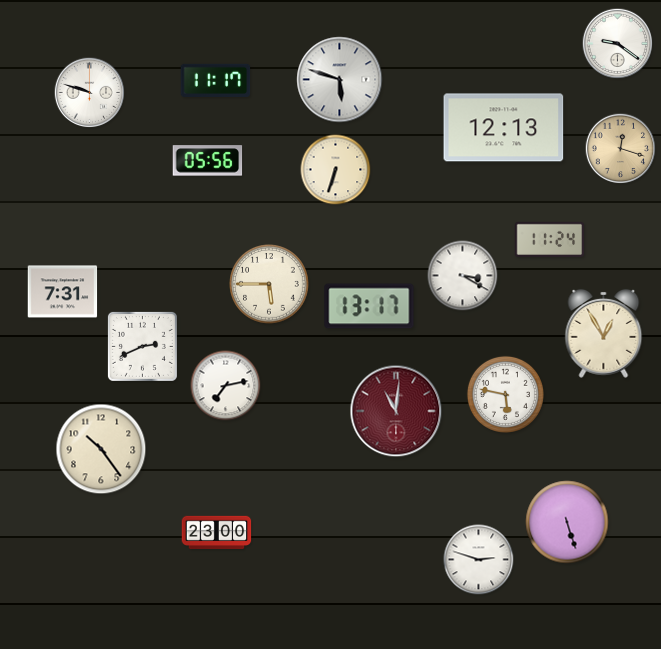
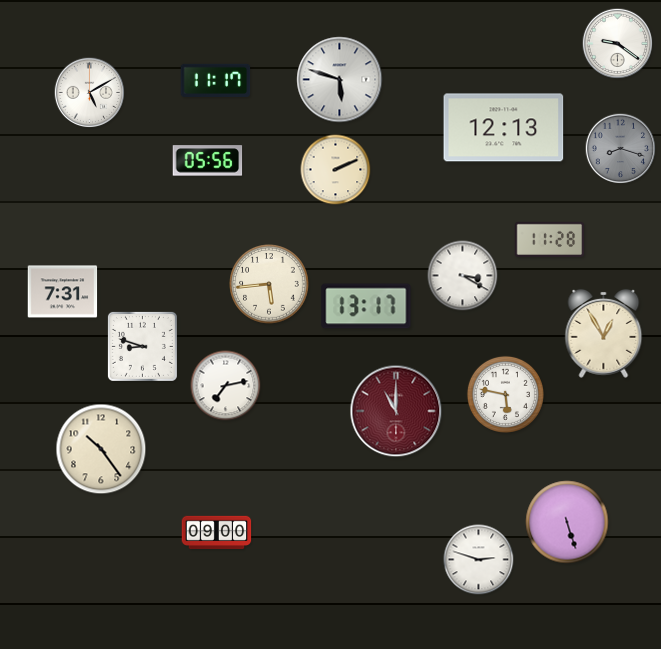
clock at (90, 93): 9:48 -> 5:10
clock at (621, 149): 12:18 -> 8:18
clock at (621, 149) dial: champagne -> grey
clock at (336, 170): 6:33 -> 2:11
clock at (550, 239): 11:24 -> 11:28
clock at (269, 284): 5:45 -> 5:44
clock at (369, 306) position: (369, 306) -> (366, 306)
clock at (142, 346): 2:41 -> 8:48
clock at (396, 411): 11:01 -> 11:00
clock at (217, 532): 23:00 -> 09:00
